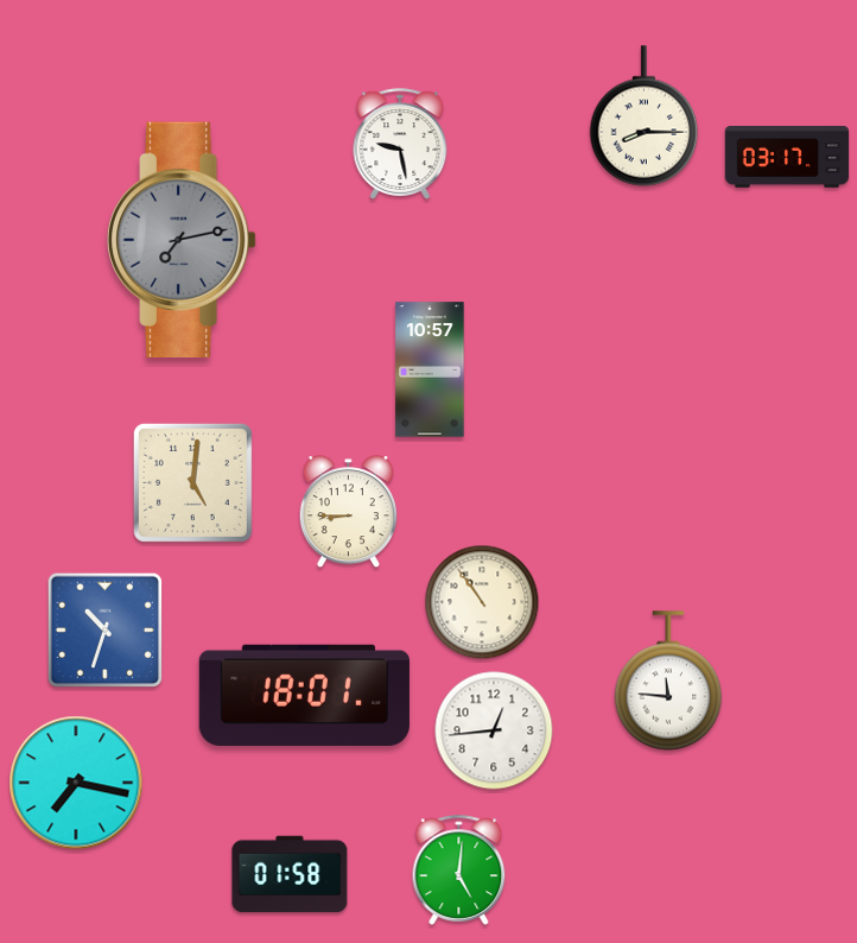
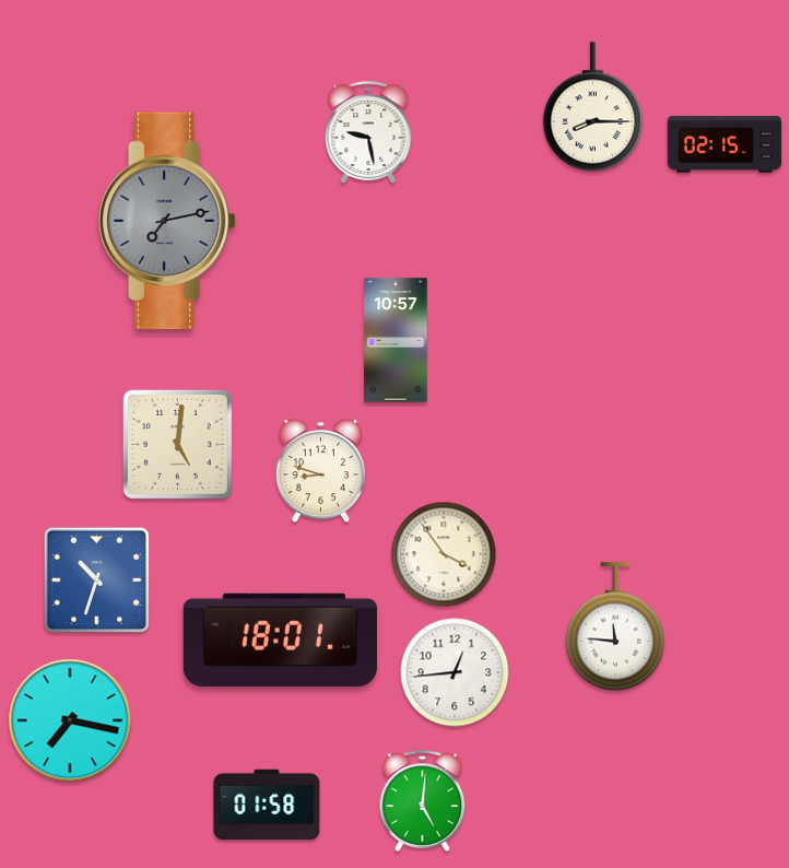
clock at (787, 158): 03:17 -> 02:15
clock at (348, 512): 8:45 -> 8:48
clock at (482, 602): 10:54 -> 3:54
